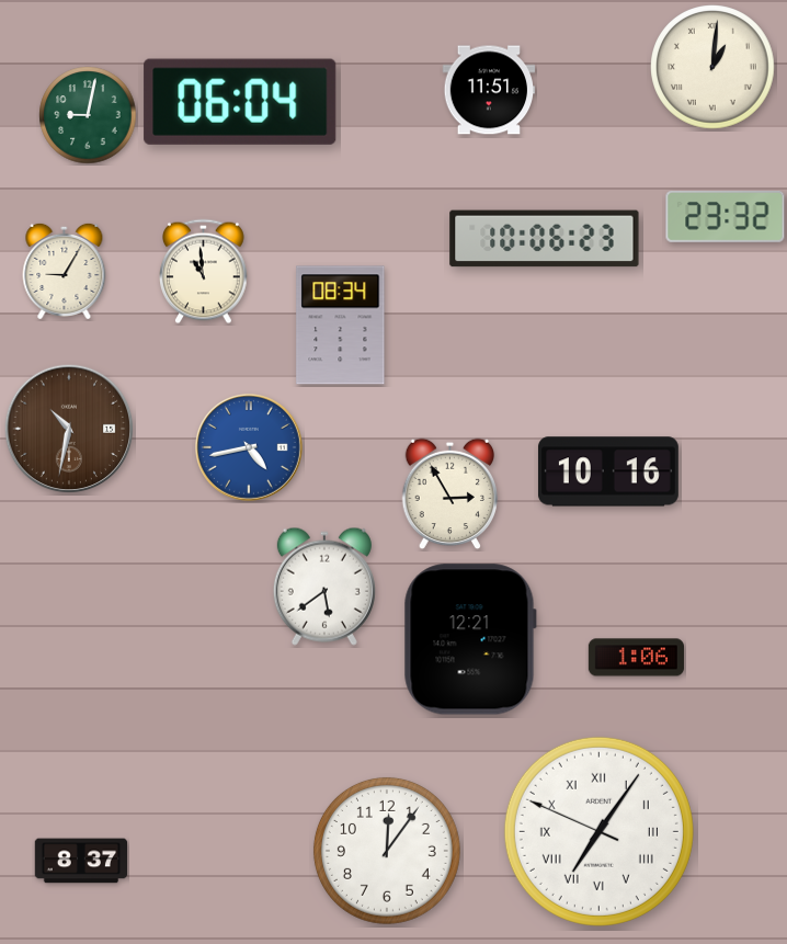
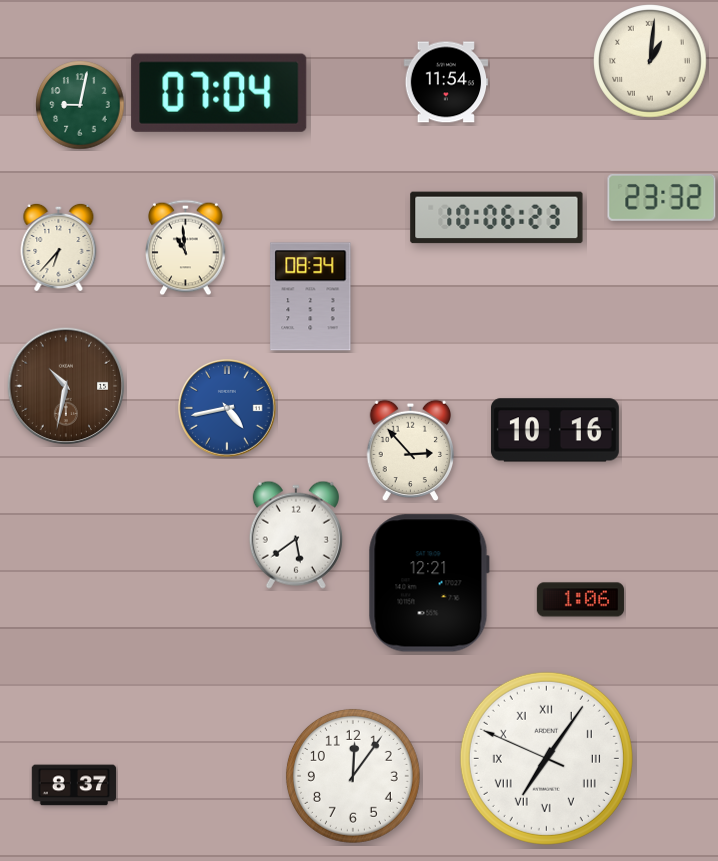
clock at (489, 90): 11:51 -> 11:54
clock at (240, 102): 06:04 -> 07:04
clock at (65, 271): 9:05 -> 6:37
clock at (69, 429) position: (69, 429) -> (66, 386)
clock at (450, 494): 2:55 -> 2:53
